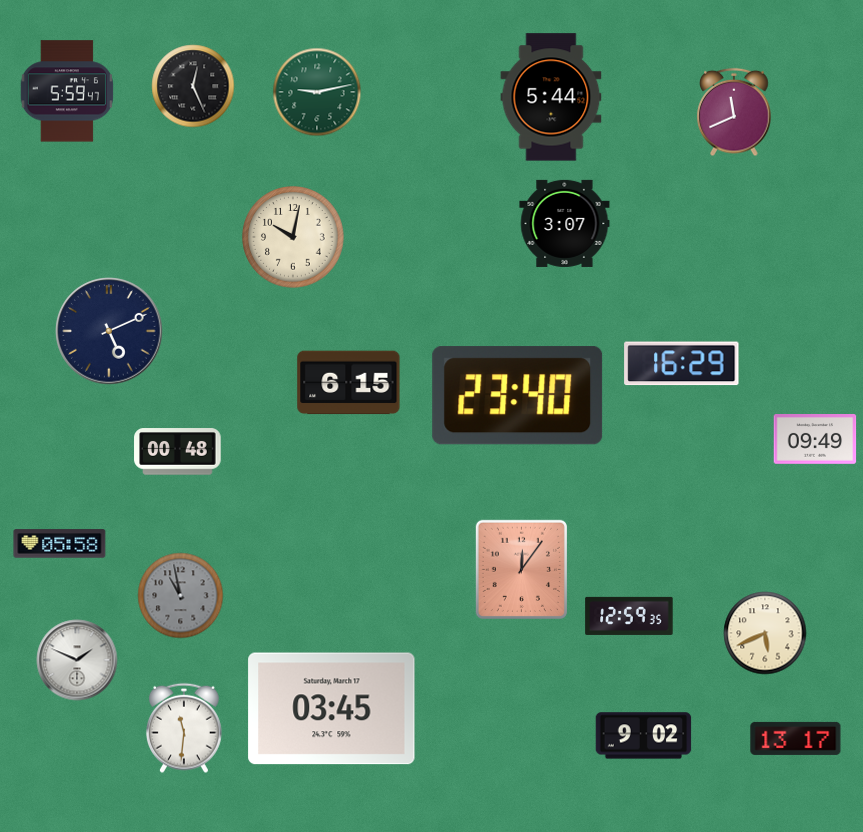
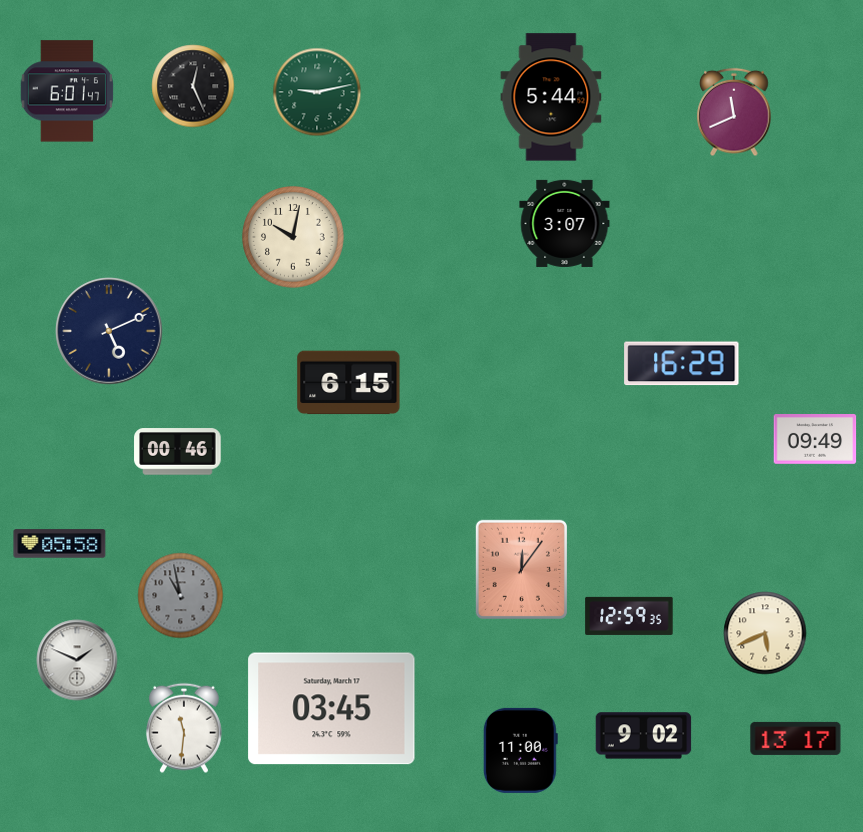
clock at (66, 91): 5:59 -> 6:01
clock at (518, 396): 23:40 -> none
clock at (178, 452): 00:48 -> 00:46
clock at (520, 750): none -> 11:00
